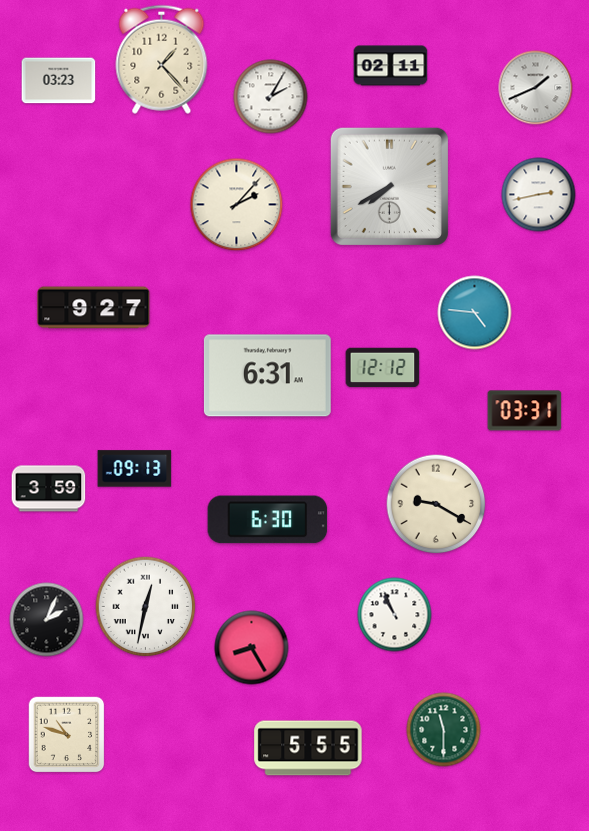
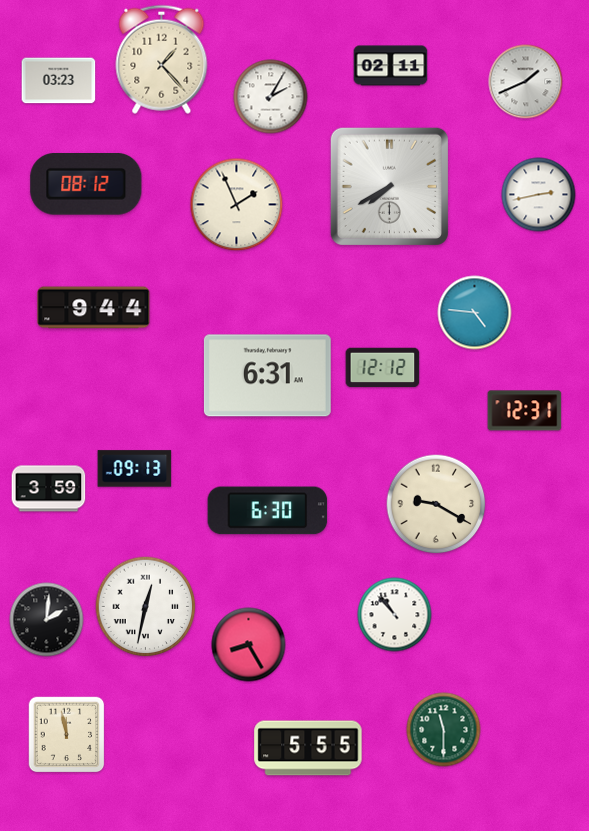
clock at (536, 88) position: (536, 88) -> (526, 82)
clock at (86, 185): none -> 08:12
clock at (237, 205): 2:07 -> 1:56
clock at (94, 308): 9:27 -> 9:44
clock at (525, 411): 03:31 -> 12:31
clock at (268, 520) position: (268, 520) -> (268, 511)
clock at (395, 615): 10:56 -> 10:53
clock at (47, 620): 2:04 -> 2:01
clock at (252, 648) position: (252, 648) -> (249, 645)
clock at (67, 735): 10:48 -> 11:58
